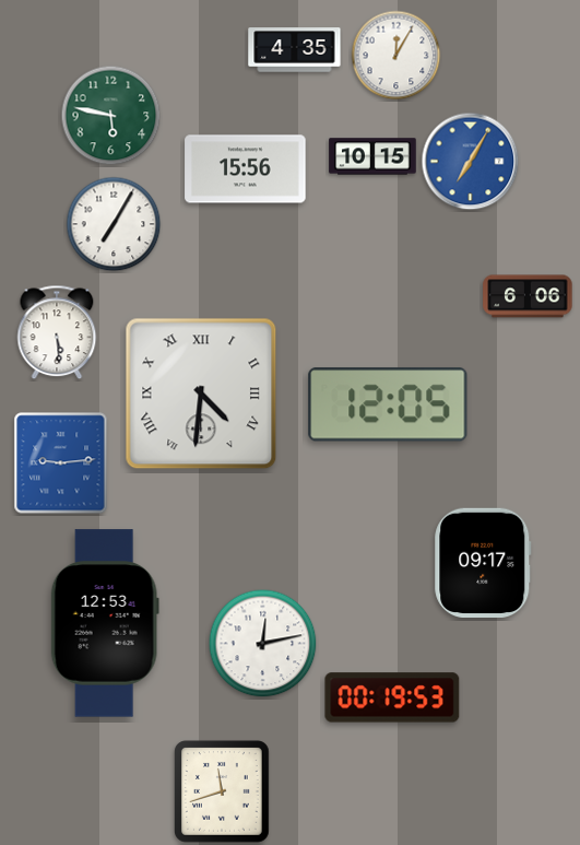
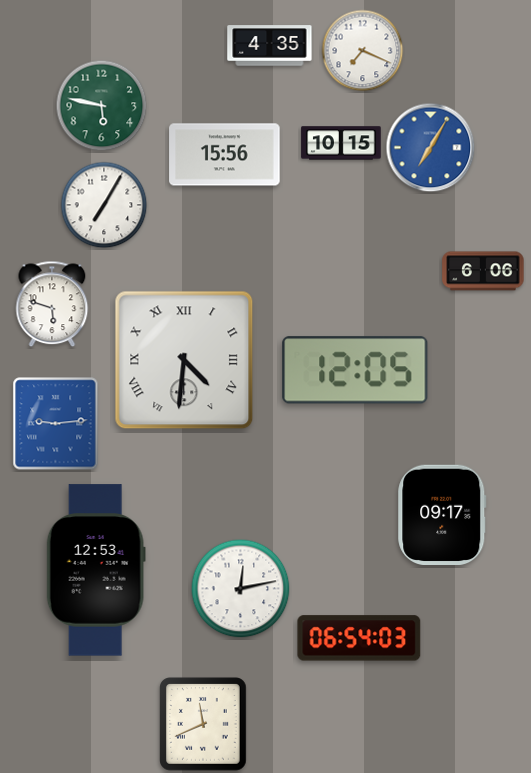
clock at (396, 56): 12:05 -> 7:19
clock at (57, 332): 5:29 -> 5:48
clock at (392, 697): 00:19 -> 06:54
clock at (222, 791): 11:42 -> 11:41
